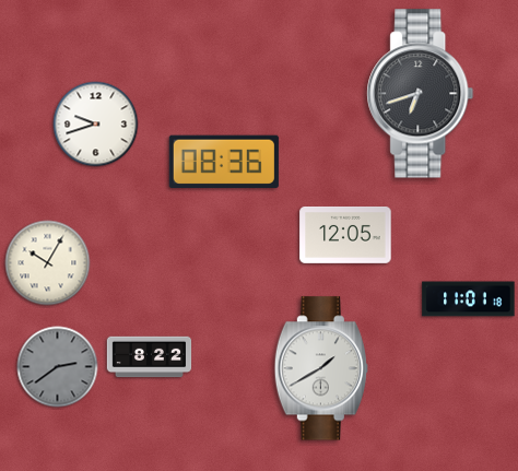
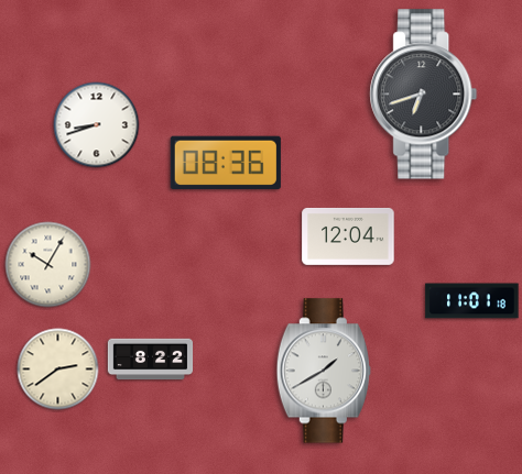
clock at (96, 125): 9:42 -> 8:42
clock at (345, 235): 12:05 -> 12:04
clock at (58, 367) dial: grey -> cream
